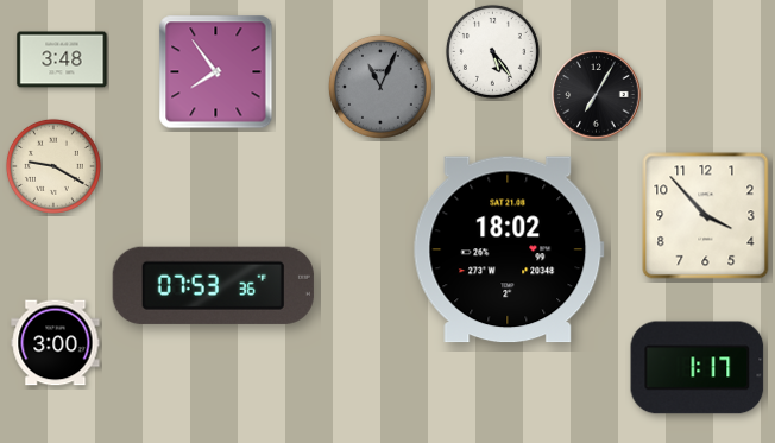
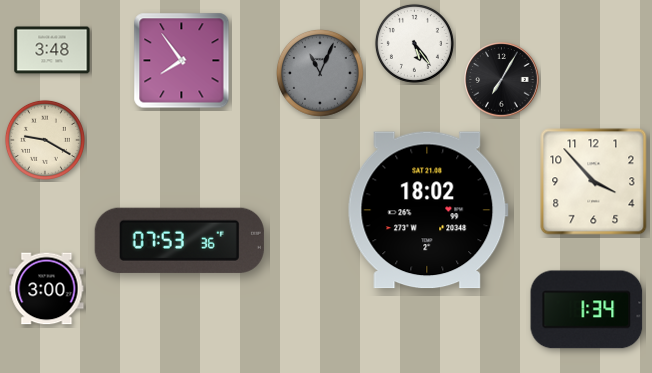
clock at (698, 368): 1:17 -> 1:34
